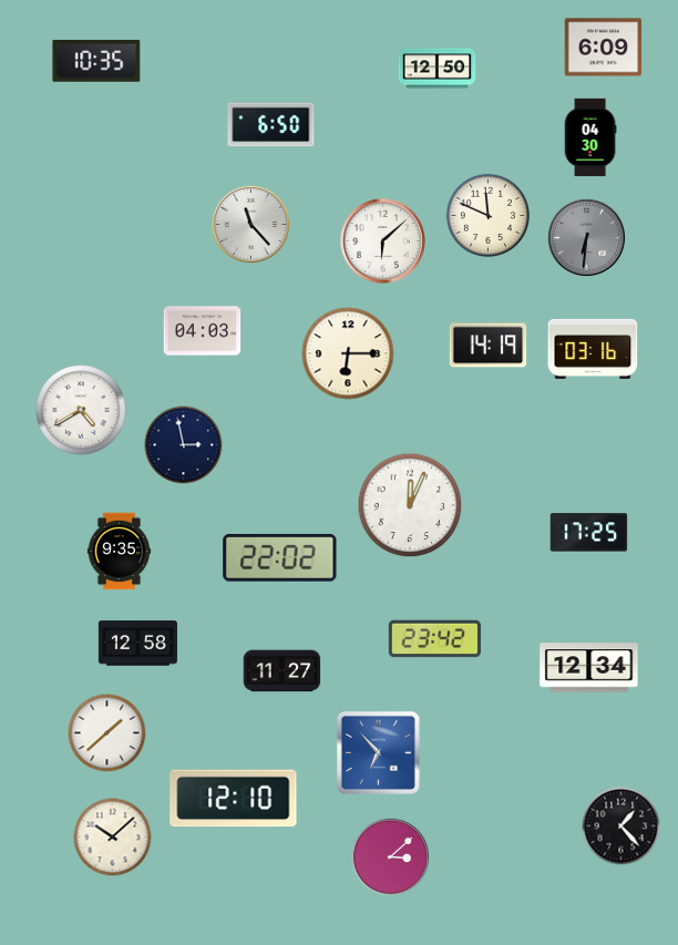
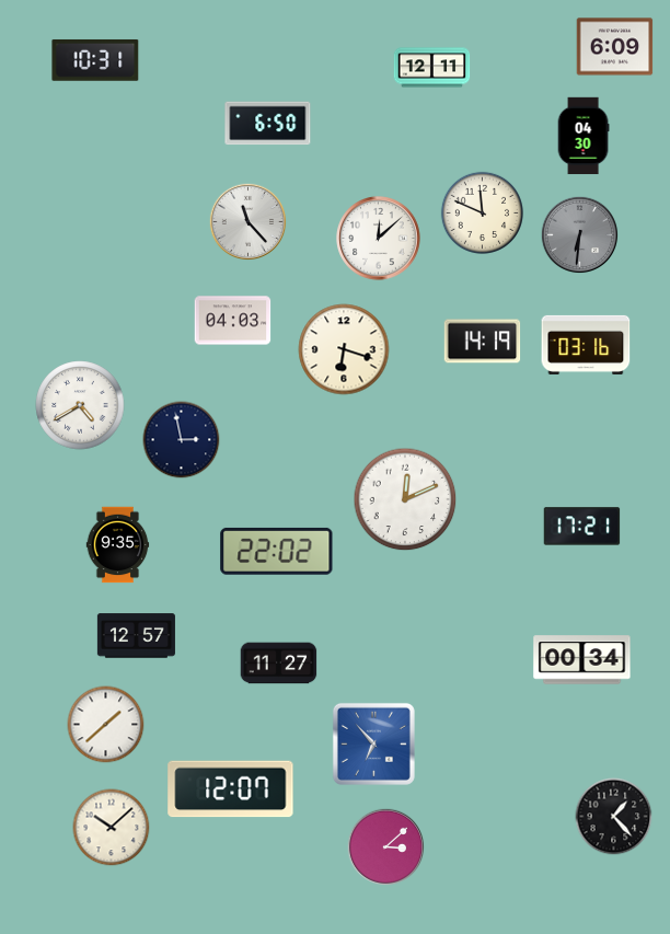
clock at (604, 48) position: (604, 48) -> (615, 47)
clock at (96, 61): 10:35 -> 10:31
clock at (438, 69): 12:50 -> 12:11
clock at (383, 242): 6:08 -> 12:08
clock at (203, 331) position: (203, 331) -> (233, 321)
clock at (348, 353): 6:15 -> 6:18
clock at (410, 505): 12:04 -> 12:11
clock at (589, 533): 17:25 -> 17:21
clock at (434, 639): 23:42 -> none
clock at (137, 644): 12:58 -> 12:57
clock at (589, 668): 12:34 -> 00:34
clock at (234, 799): 12:10 -> 12:07
